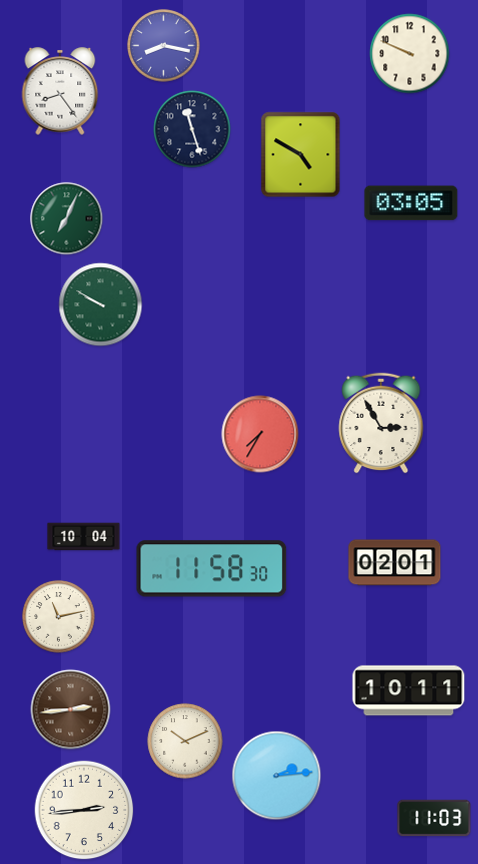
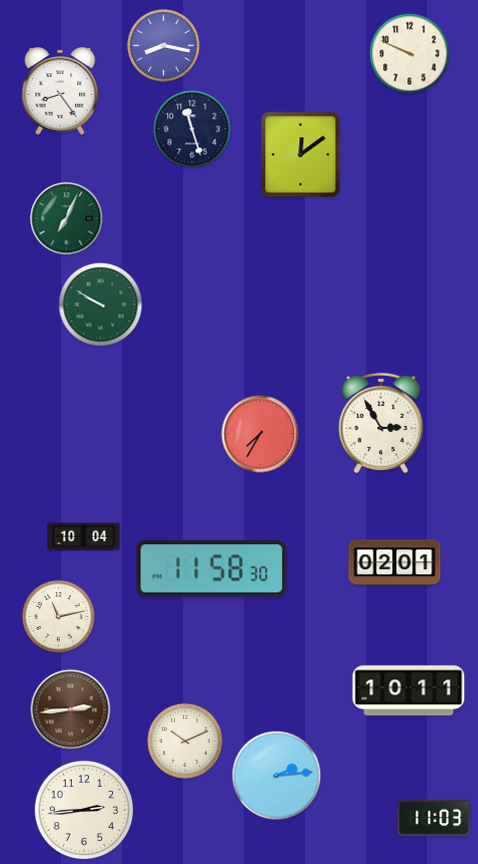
clock at (301, 155): 4:50 -> 12:09
clock at (411, 203): 03:05 -> none
